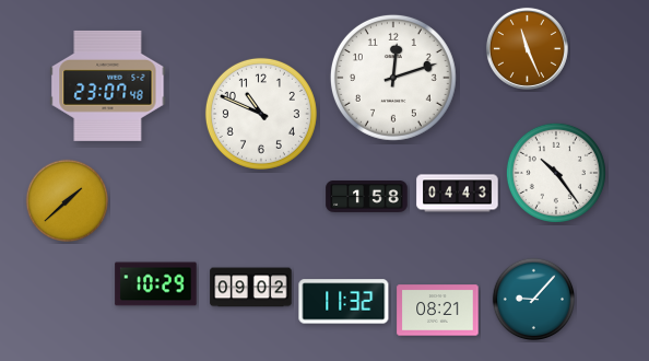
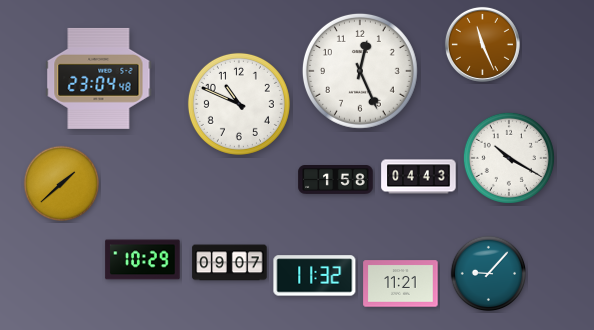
clock at (393, 78): 12:12 -> 12:26
clock at (108, 85): 23:07 -> 23:04
clock at (556, 173): 10:24 -> 10:20
clock at (251, 288): 09:02 -> 09:07
clock at (438, 311): 08:21 -> 11:21
